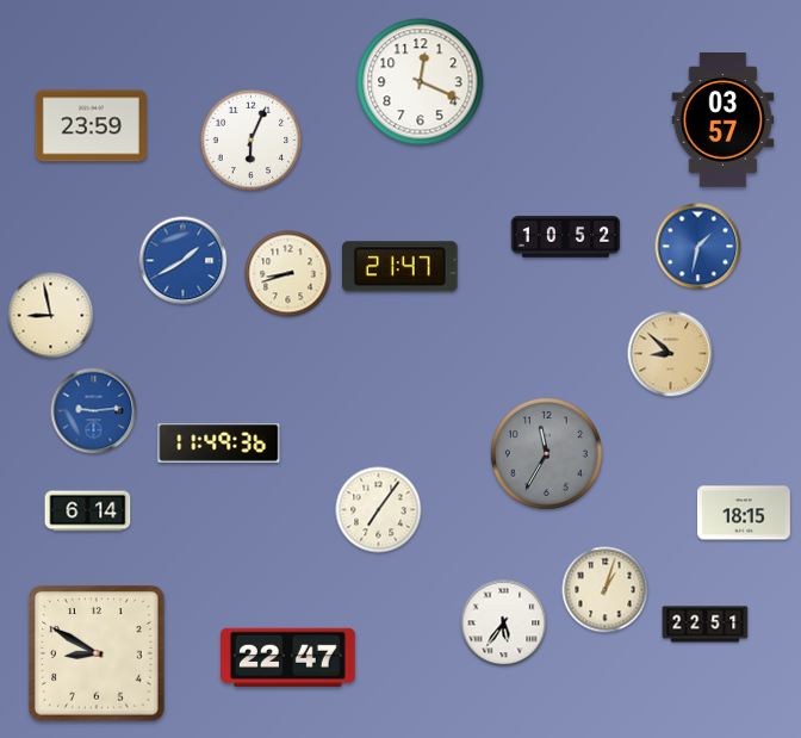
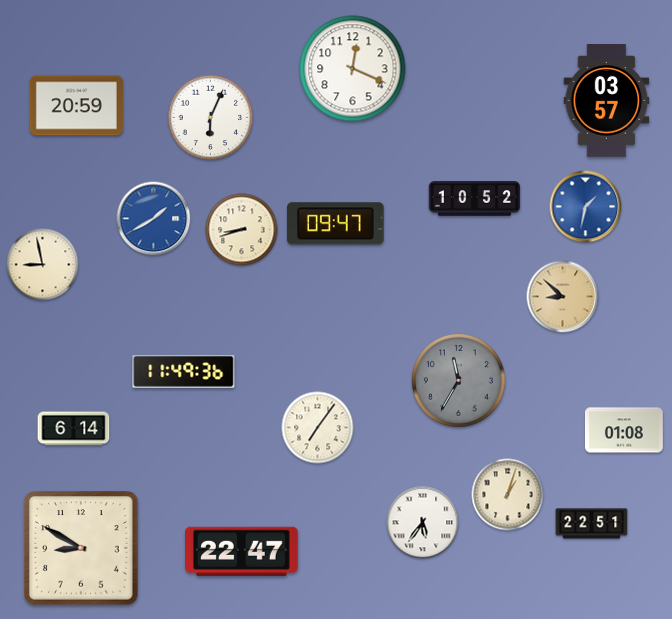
clock at (91, 126): 23:59 -> 20:59
clock at (401, 267): 21:47 -> 09:47
clock at (94, 411): 9:14 -> none
clock at (745, 513): 18:15 -> 01:08
